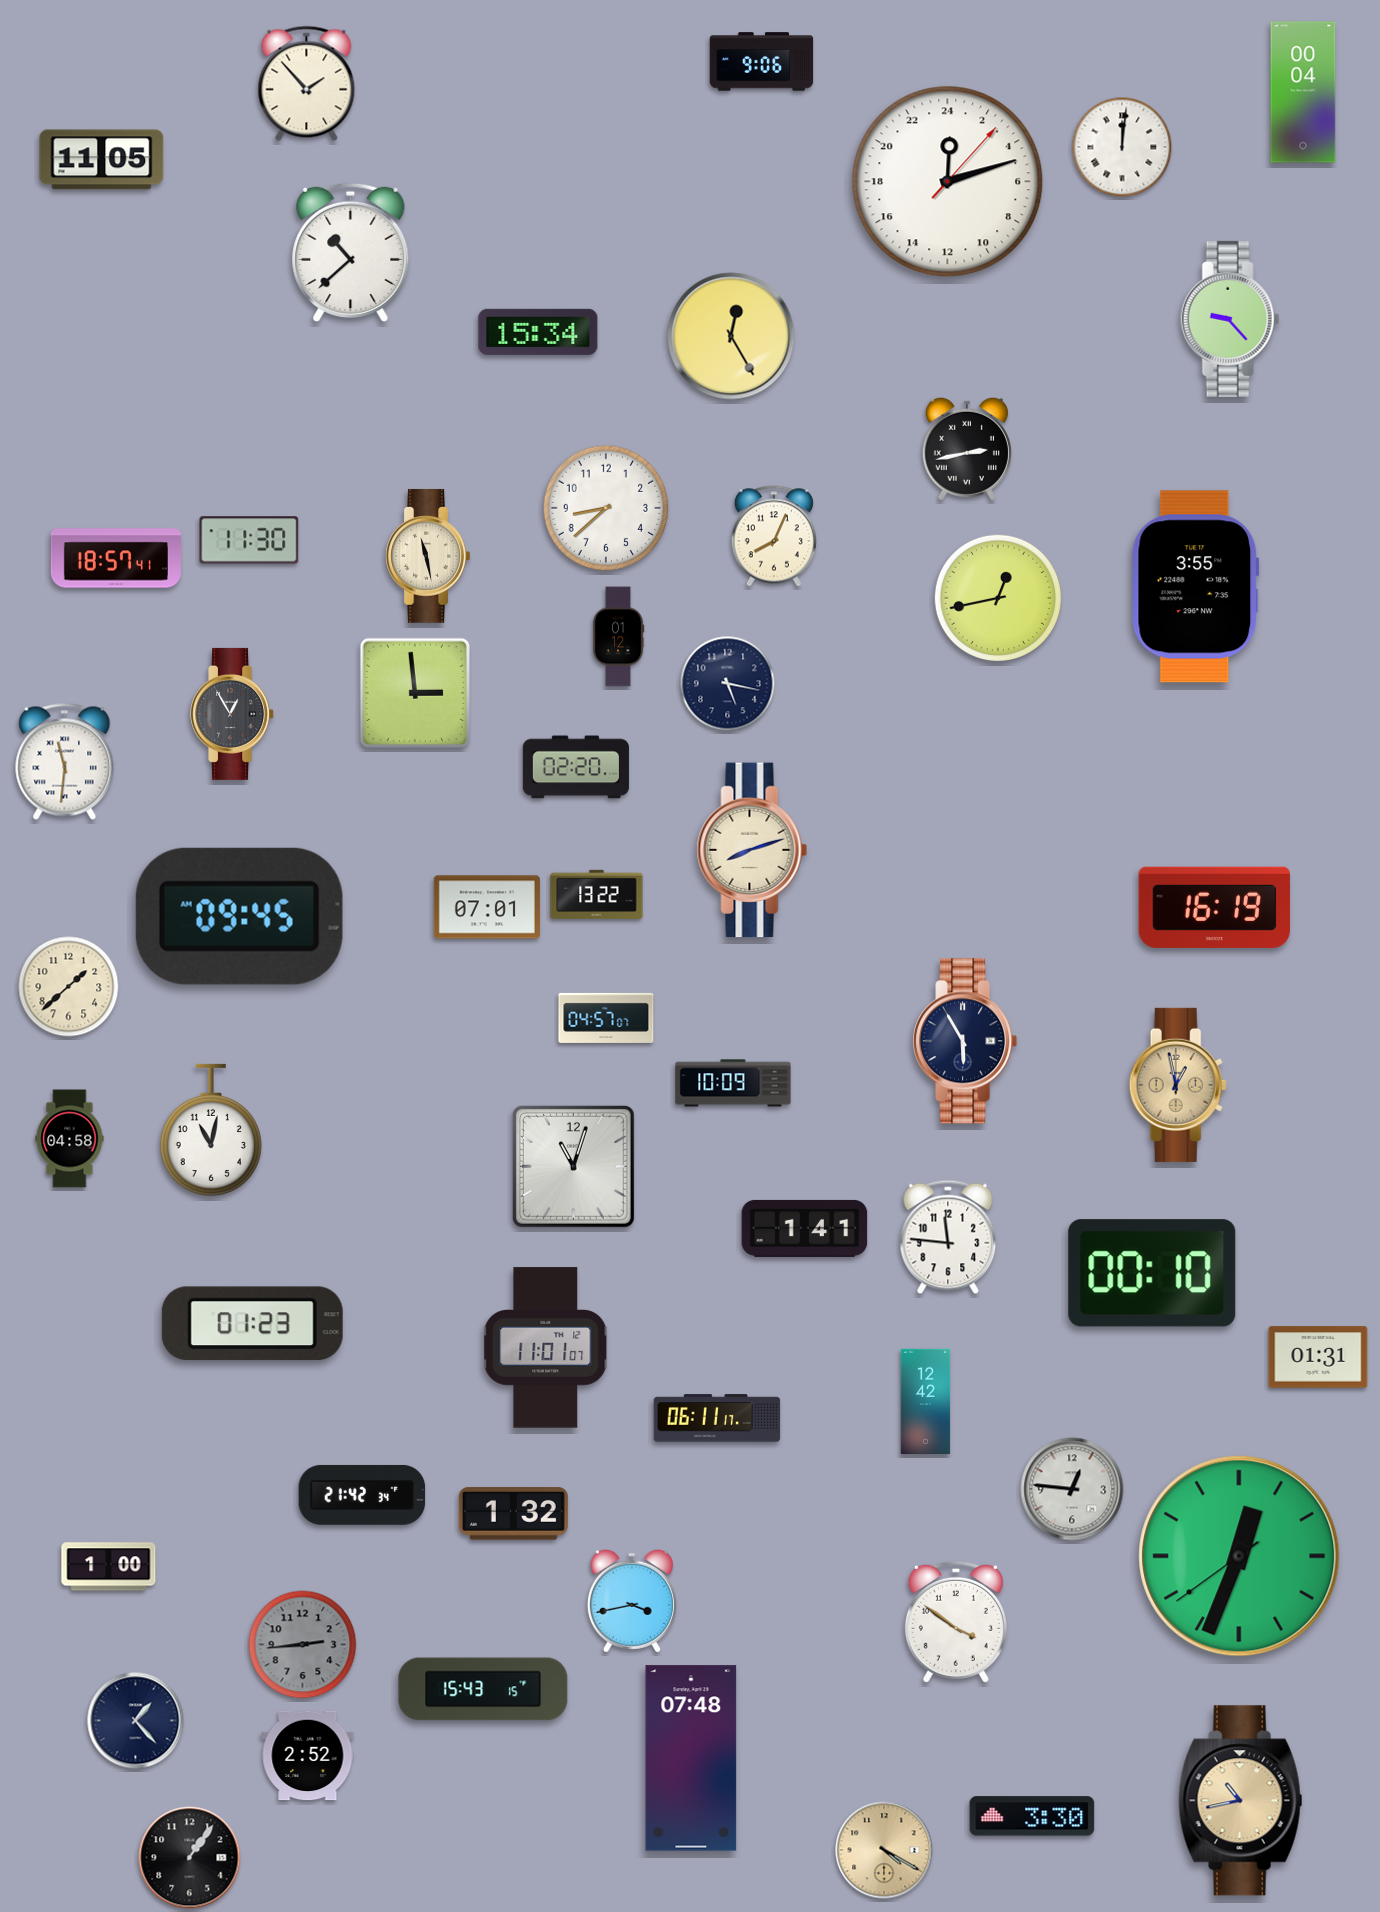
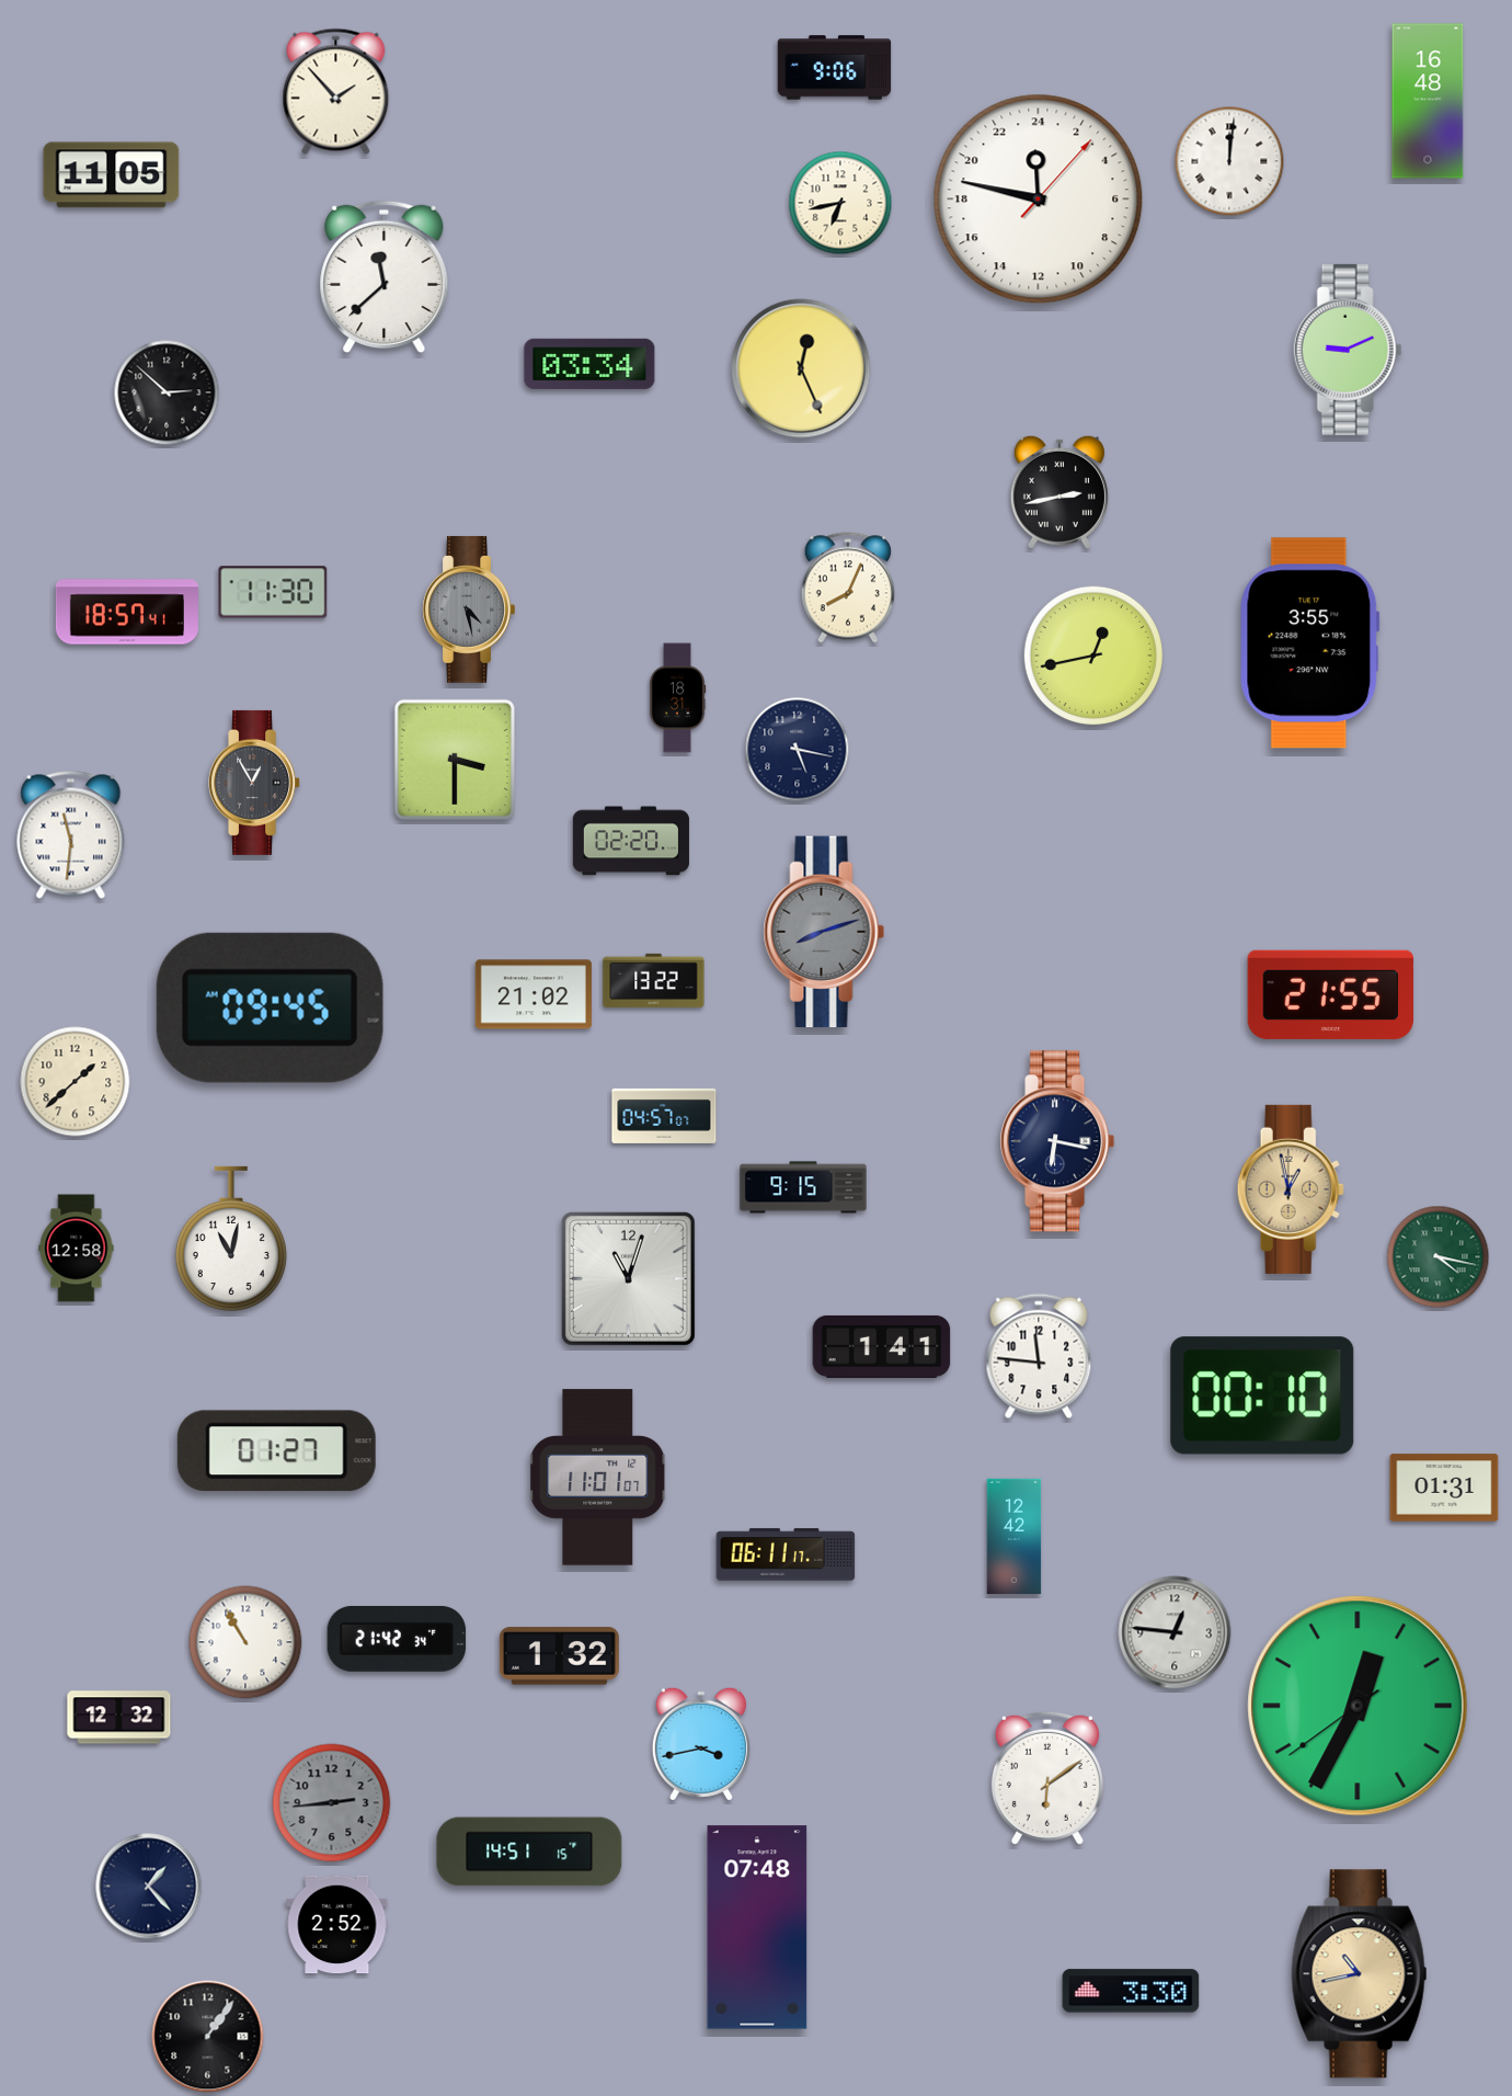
clock at (1303, 92): 00:04 -> 16:48
clock at (948, 182): 0:12 -> 23:47
clock at (840, 203): none -> 6:43
clock at (351, 252): 10:38 -> 11:38
clock at (1230, 319): 9:23 -> 9:11
clock at (538, 332): 15:34 -> 03:34
clock at (731, 336): 12:25 -> 12:26
clock at (167, 392): none -> 2:52
clock at (606, 508): 8:38 -> none
clock at (428, 556): 11:28 -> 4:28
clock at (428, 556) dial: cream -> grey
clock at (618, 637): 01:12 -> 18:31
clock at (415, 693): 2:59 -> 3:30
clock at (752, 850) dial: cream -> grey
clock at (487, 907): 07:01 -> 21:02
clock at (1214, 907): 16:19 -> 21:55
clock at (239, 916) position: (239, 916) -> (270, 1007)
clock at (965, 1041): 5:55 -> 6:17
clock at (733, 1083): 10:09 -> 9:15
clock at (70, 1139): 04:58 -> 12:58
clock at (1439, 1257): none -> 4:17
clock at (252, 1324): 01:23 -> 01:27
clock at (245, 1642): none -> 10:55
clock at (513, 1514) position: (513, 1514) -> (559, 1656)
clock at (1239, 1556): 12:33 -> 12:34
clock at (109, 1567): 1:00 -> 12:32
clock at (632, 1601) position: (632, 1601) -> (701, 1744)
clock at (956, 1622): 3:51 -> 6:09
clock at (483, 1689): 15:43 -> 14:51
clock at (884, 1850): 4:20 -> none
